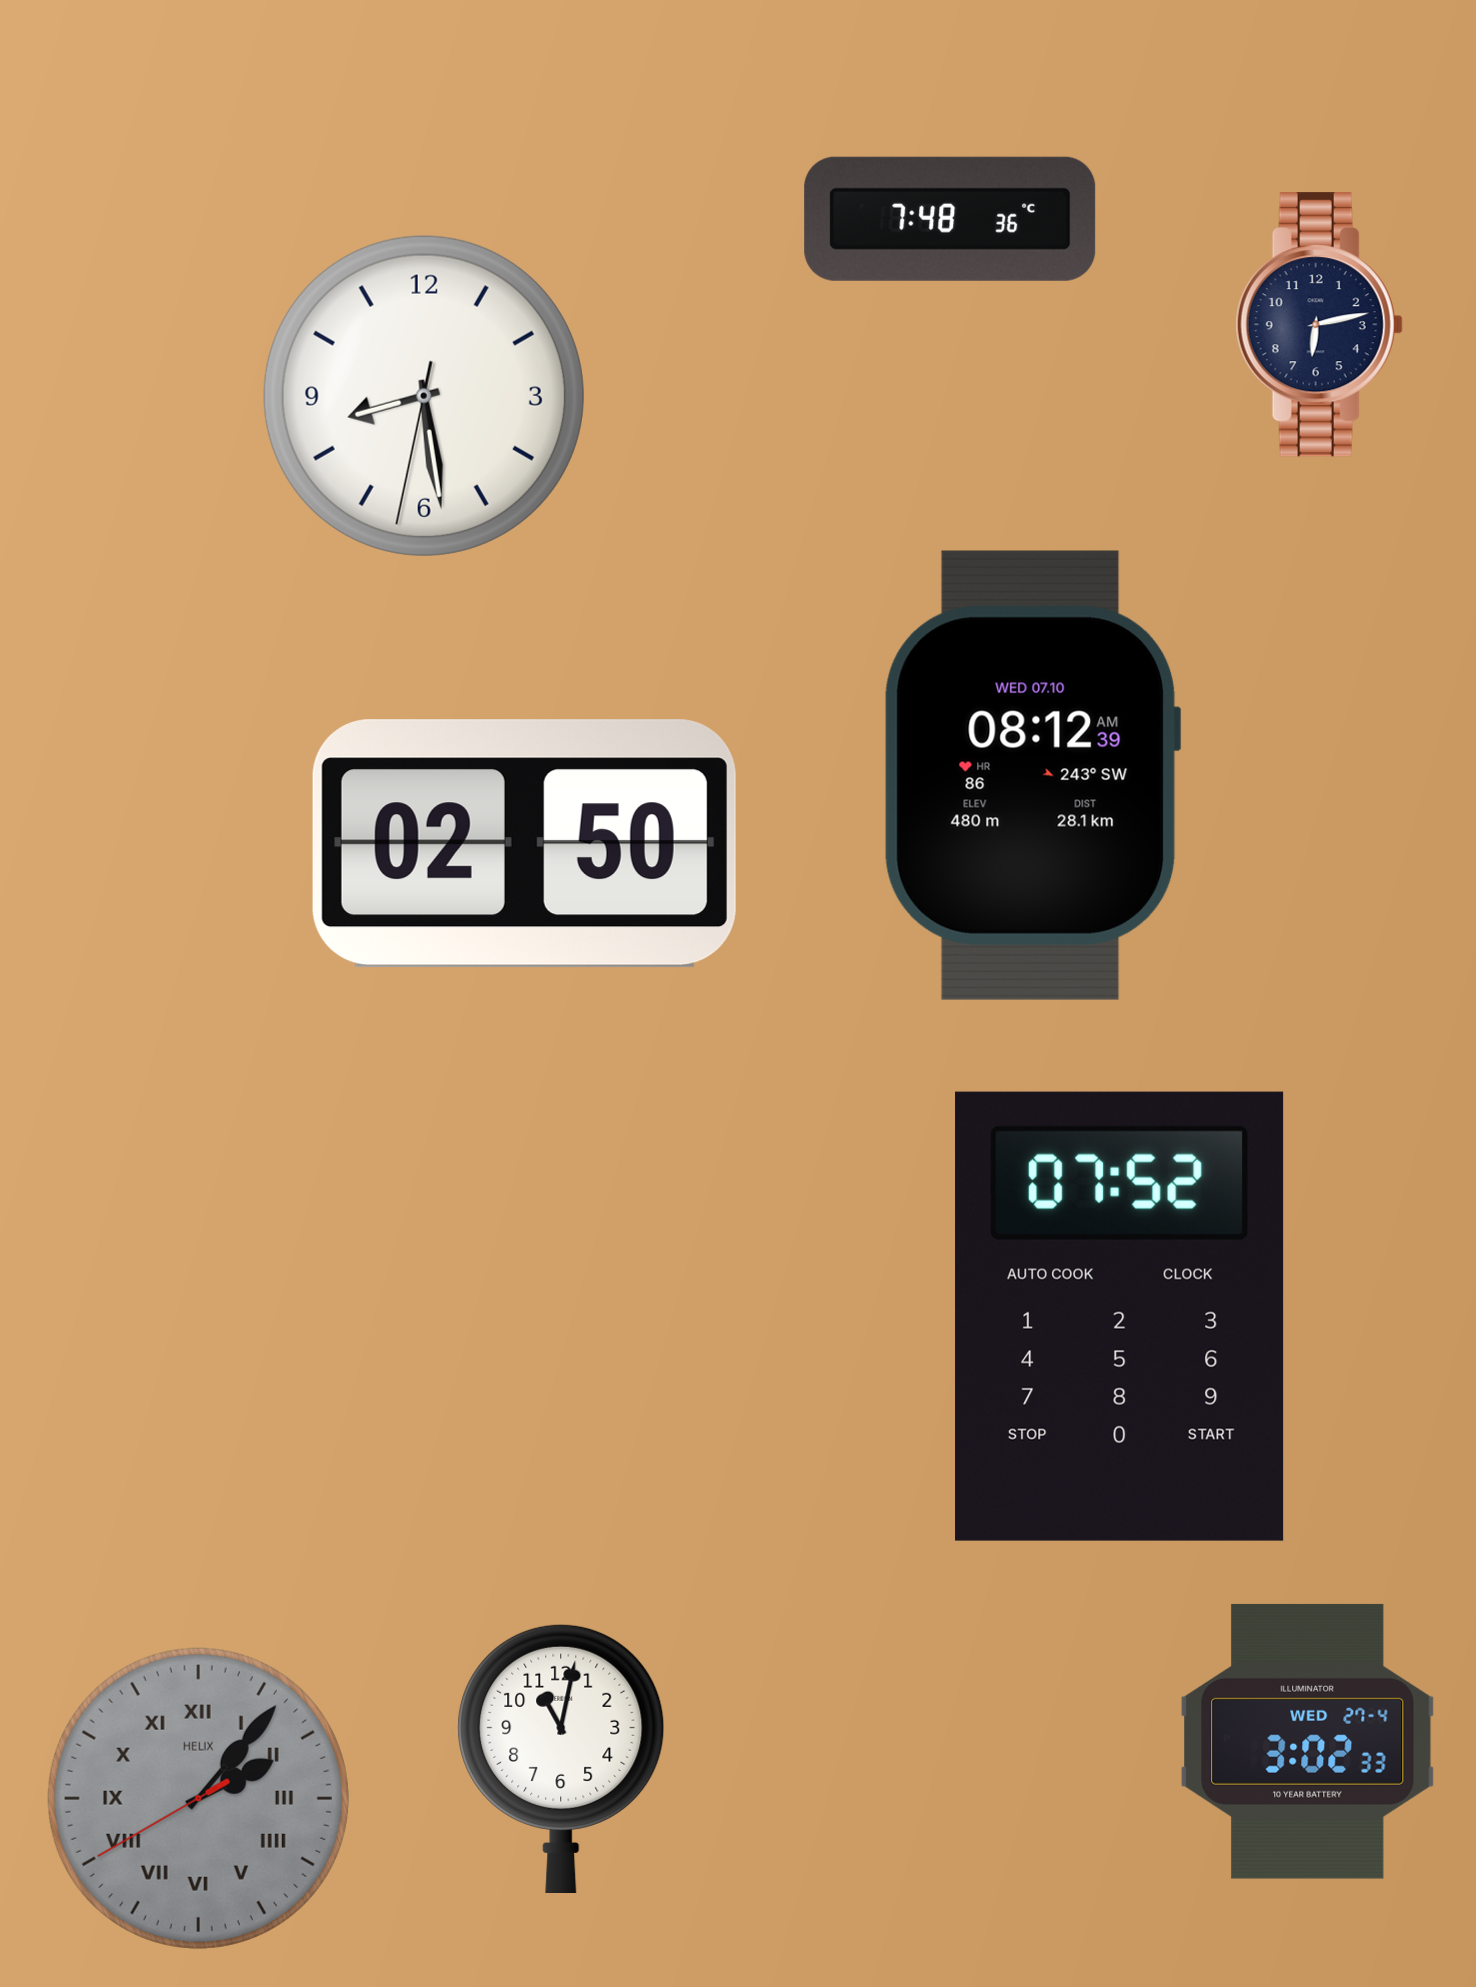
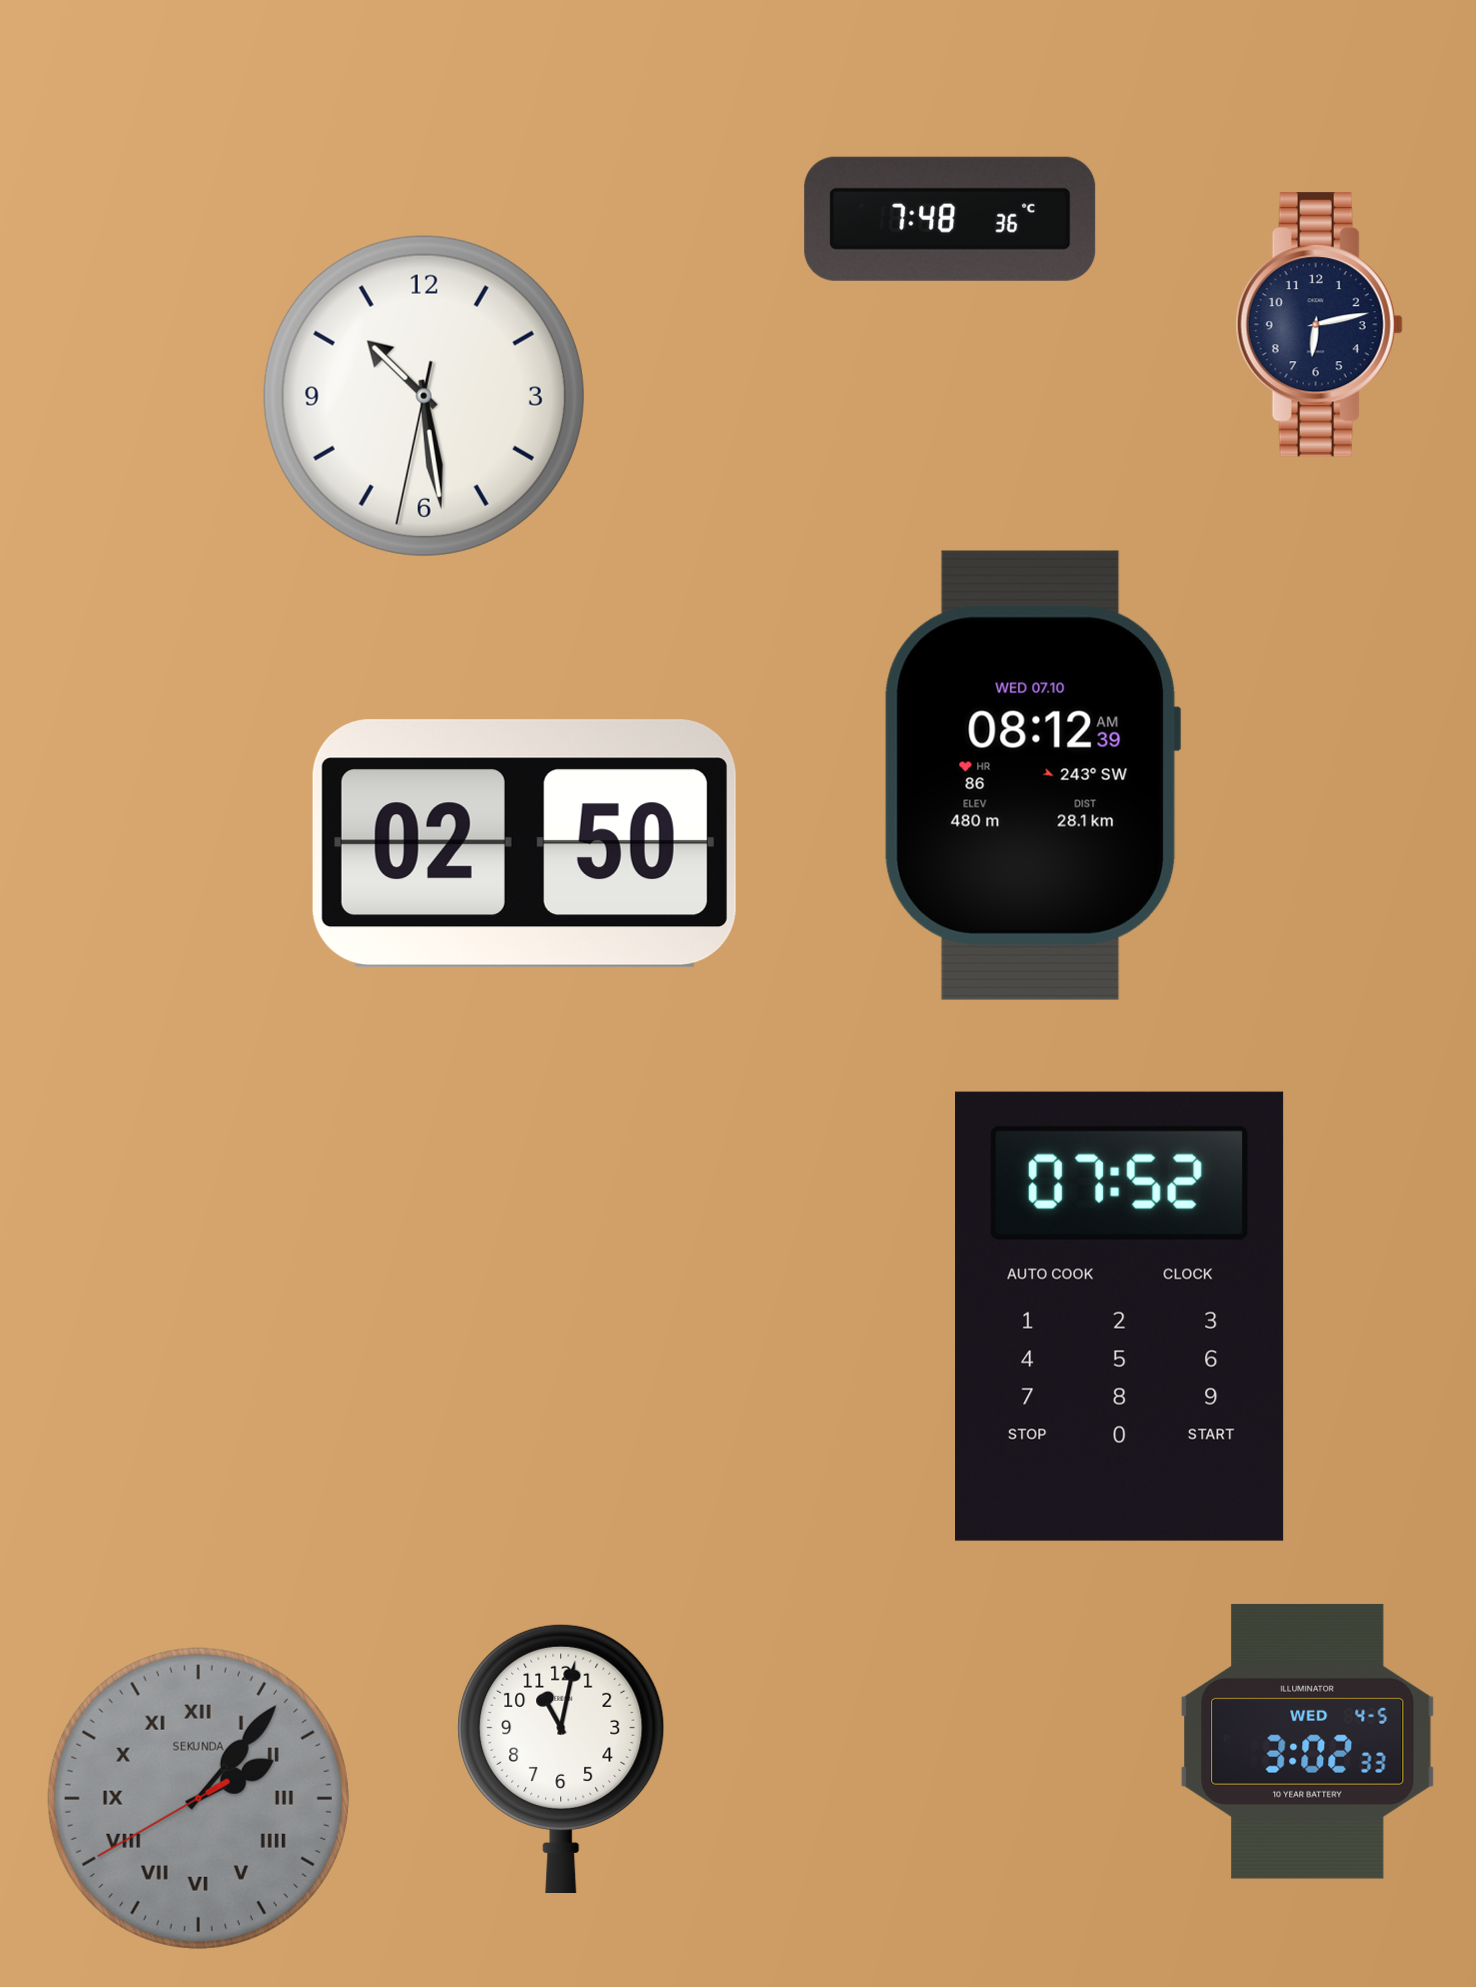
clock at (424, 396): 8:28 -> 10:28
clock at (1308, 1741) date: WED 27-4 -> WED 4-5
clock at (198, 1798) brand: HELIX -> SEKUNDA
